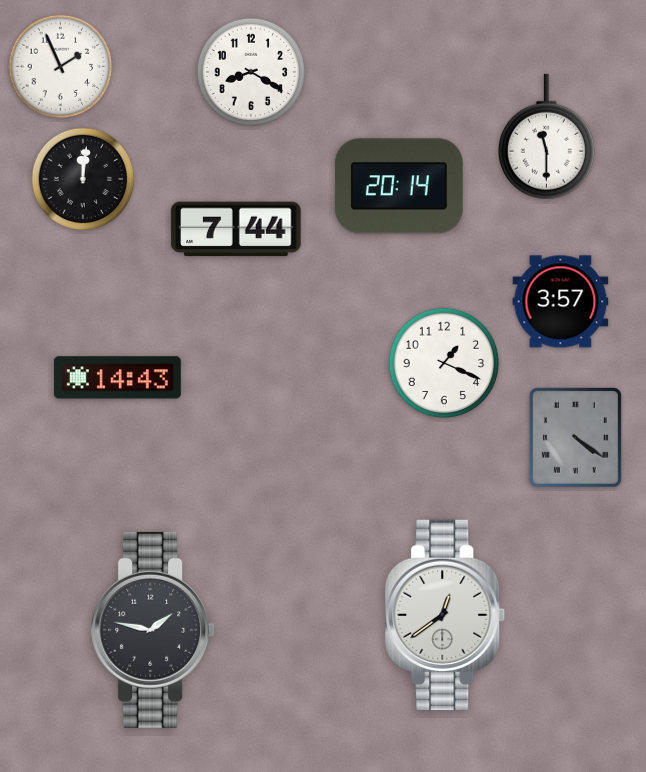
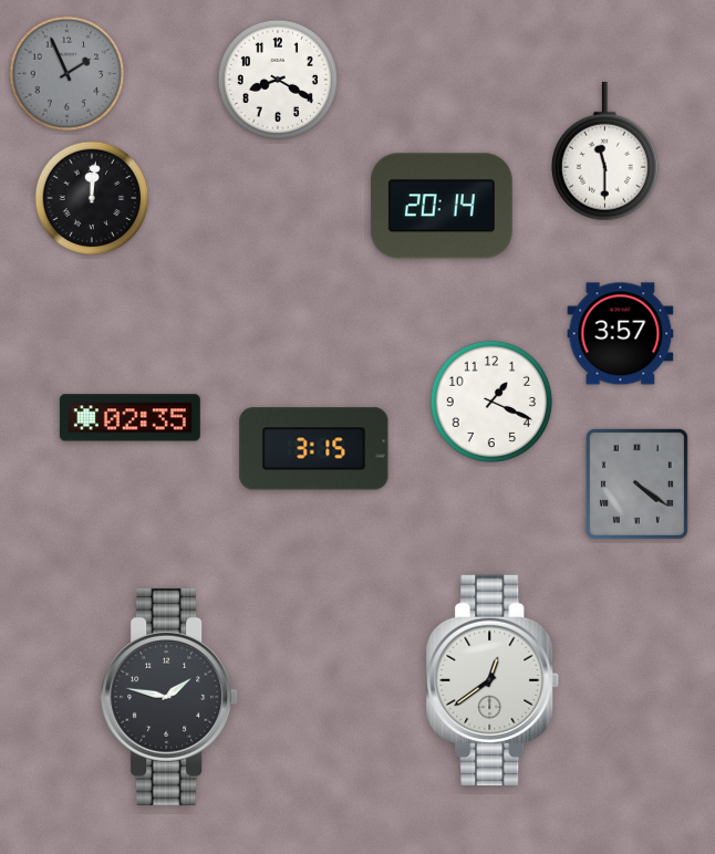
clock at (61, 67) dial: white -> grey
clock at (236, 229): 7:44 -> none
clock at (117, 378): 14:43 -> 02:35
clock at (314, 449): none -> 3:15
